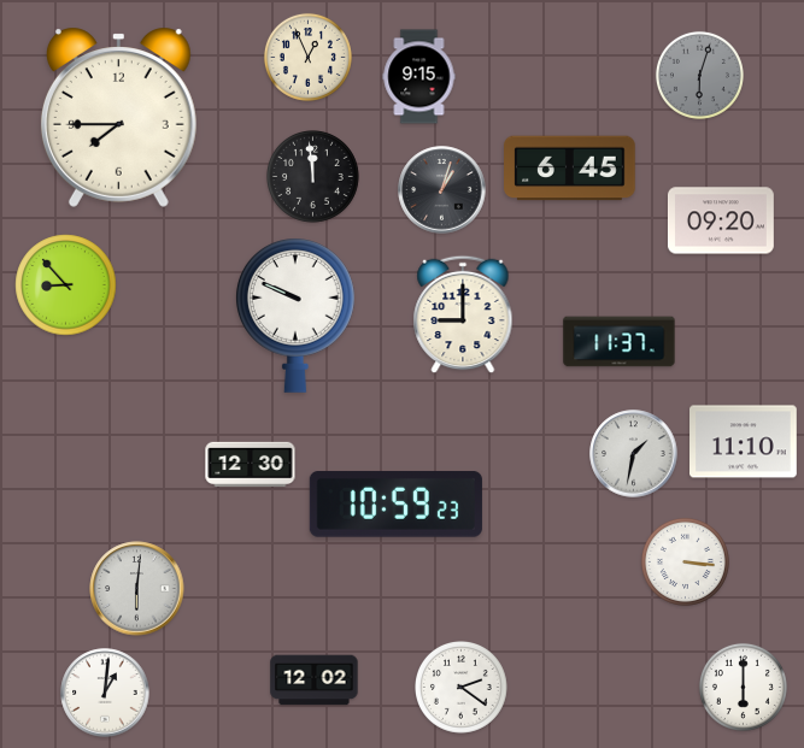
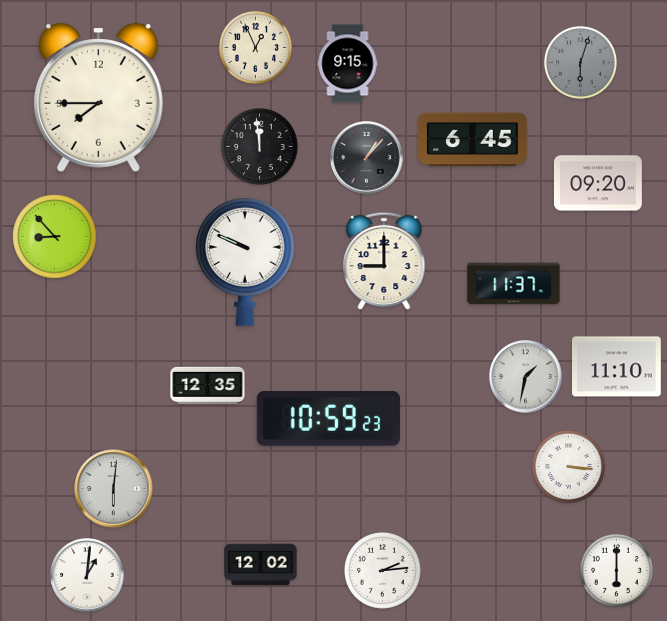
clock at (442, 190): 1:03 -> 1:07
clock at (251, 464): 12:30 -> 12:35
clock at (462, 688): 2:21 -> 2:14
